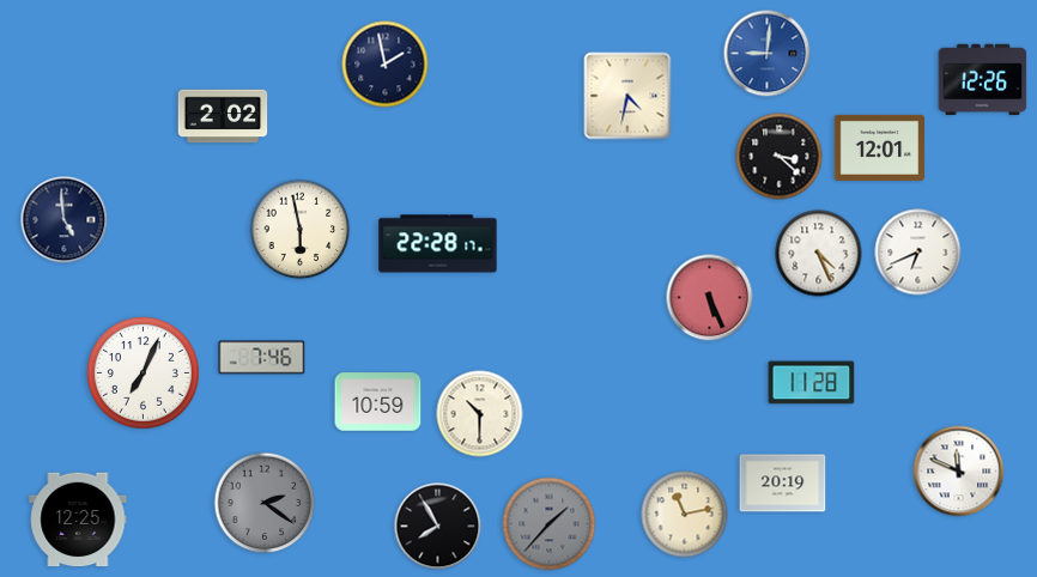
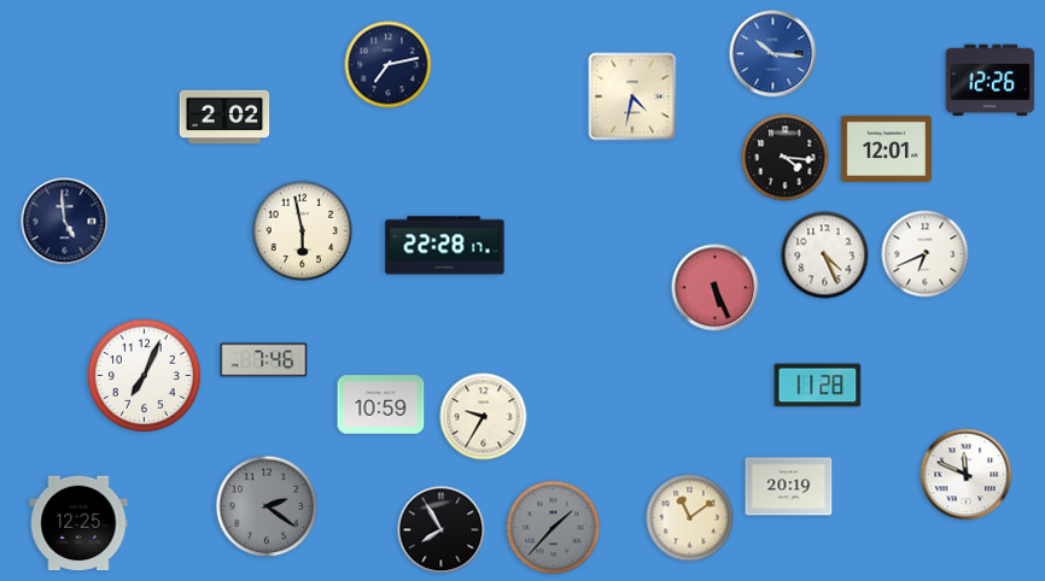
clock at (768, 54): 9:01 -> 10:16
clock at (386, 65): 1:58 -> 7:13
clock at (780, 157): 3:22 -> 4:16
clock at (438, 244) position: (438, 244) -> (445, 246)
clock at (710, 298) position: (710, 298) -> (716, 288)
clock at (480, 414): 10:30 -> 9:35
clock at (685, 515): 11:13 -> 11:09
